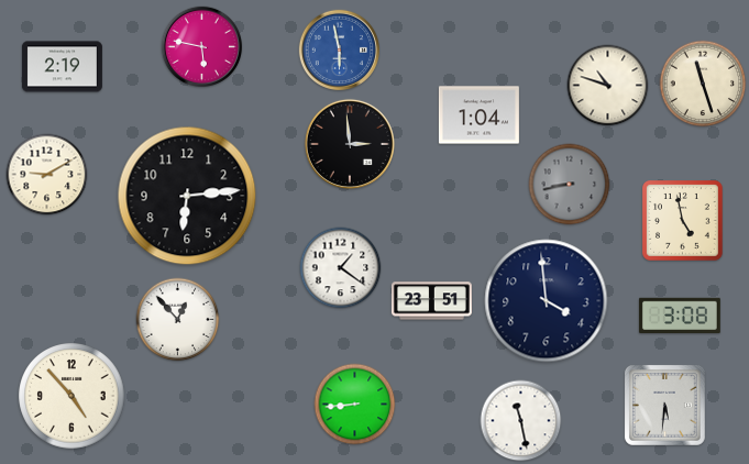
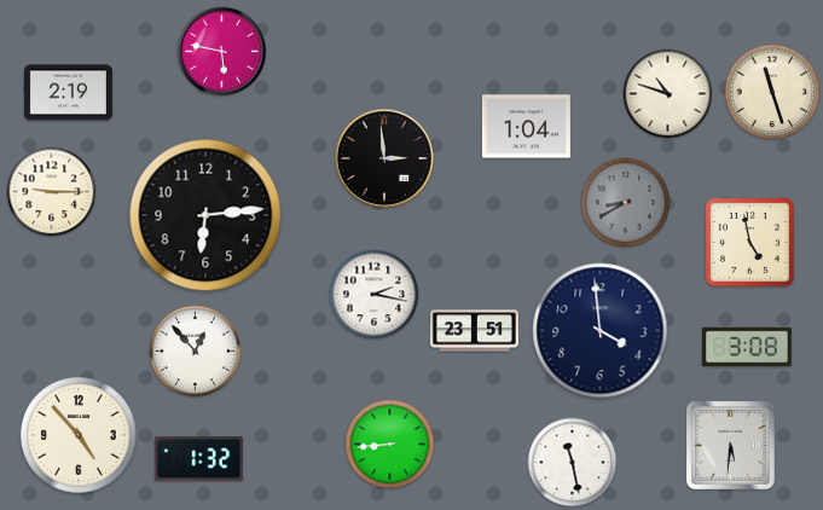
clock at (339, 49): 5:58 -> none
clock at (62, 67) position: (62, 67) -> (68, 93)
clock at (47, 175): 9:10 -> 9:15
clock at (570, 185): 8:43 -> 8:40
clock at (341, 268): 1:21 -> 2:17
clock at (198, 459): none -> 1:32
